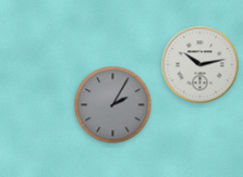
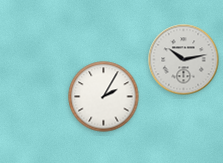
clock at (113, 105) dial: grey -> white
